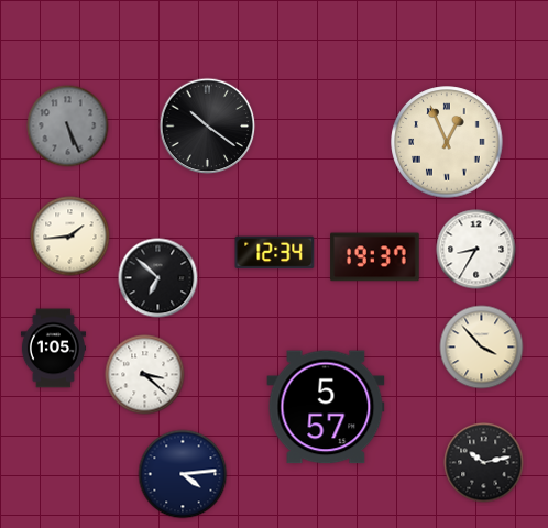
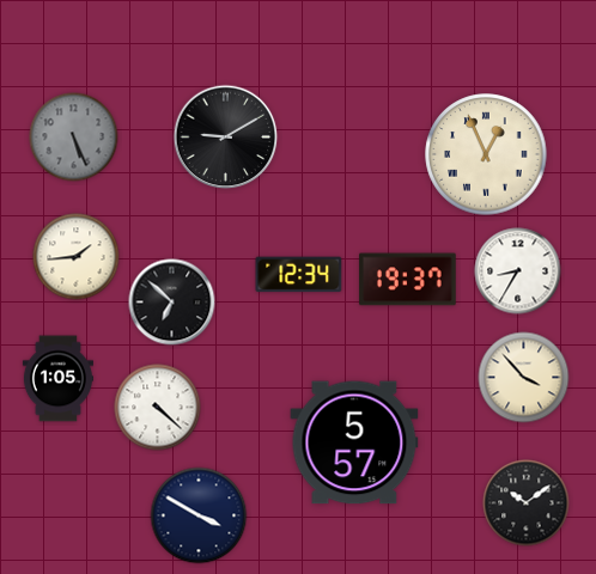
clock at (208, 127): 10:21 -> 9:10
clock at (145, 375): 3:22 -> 4:22
clock at (484, 463): 10:13 -> 10:09
clock at (183, 474): 4:14 -> 3:50
